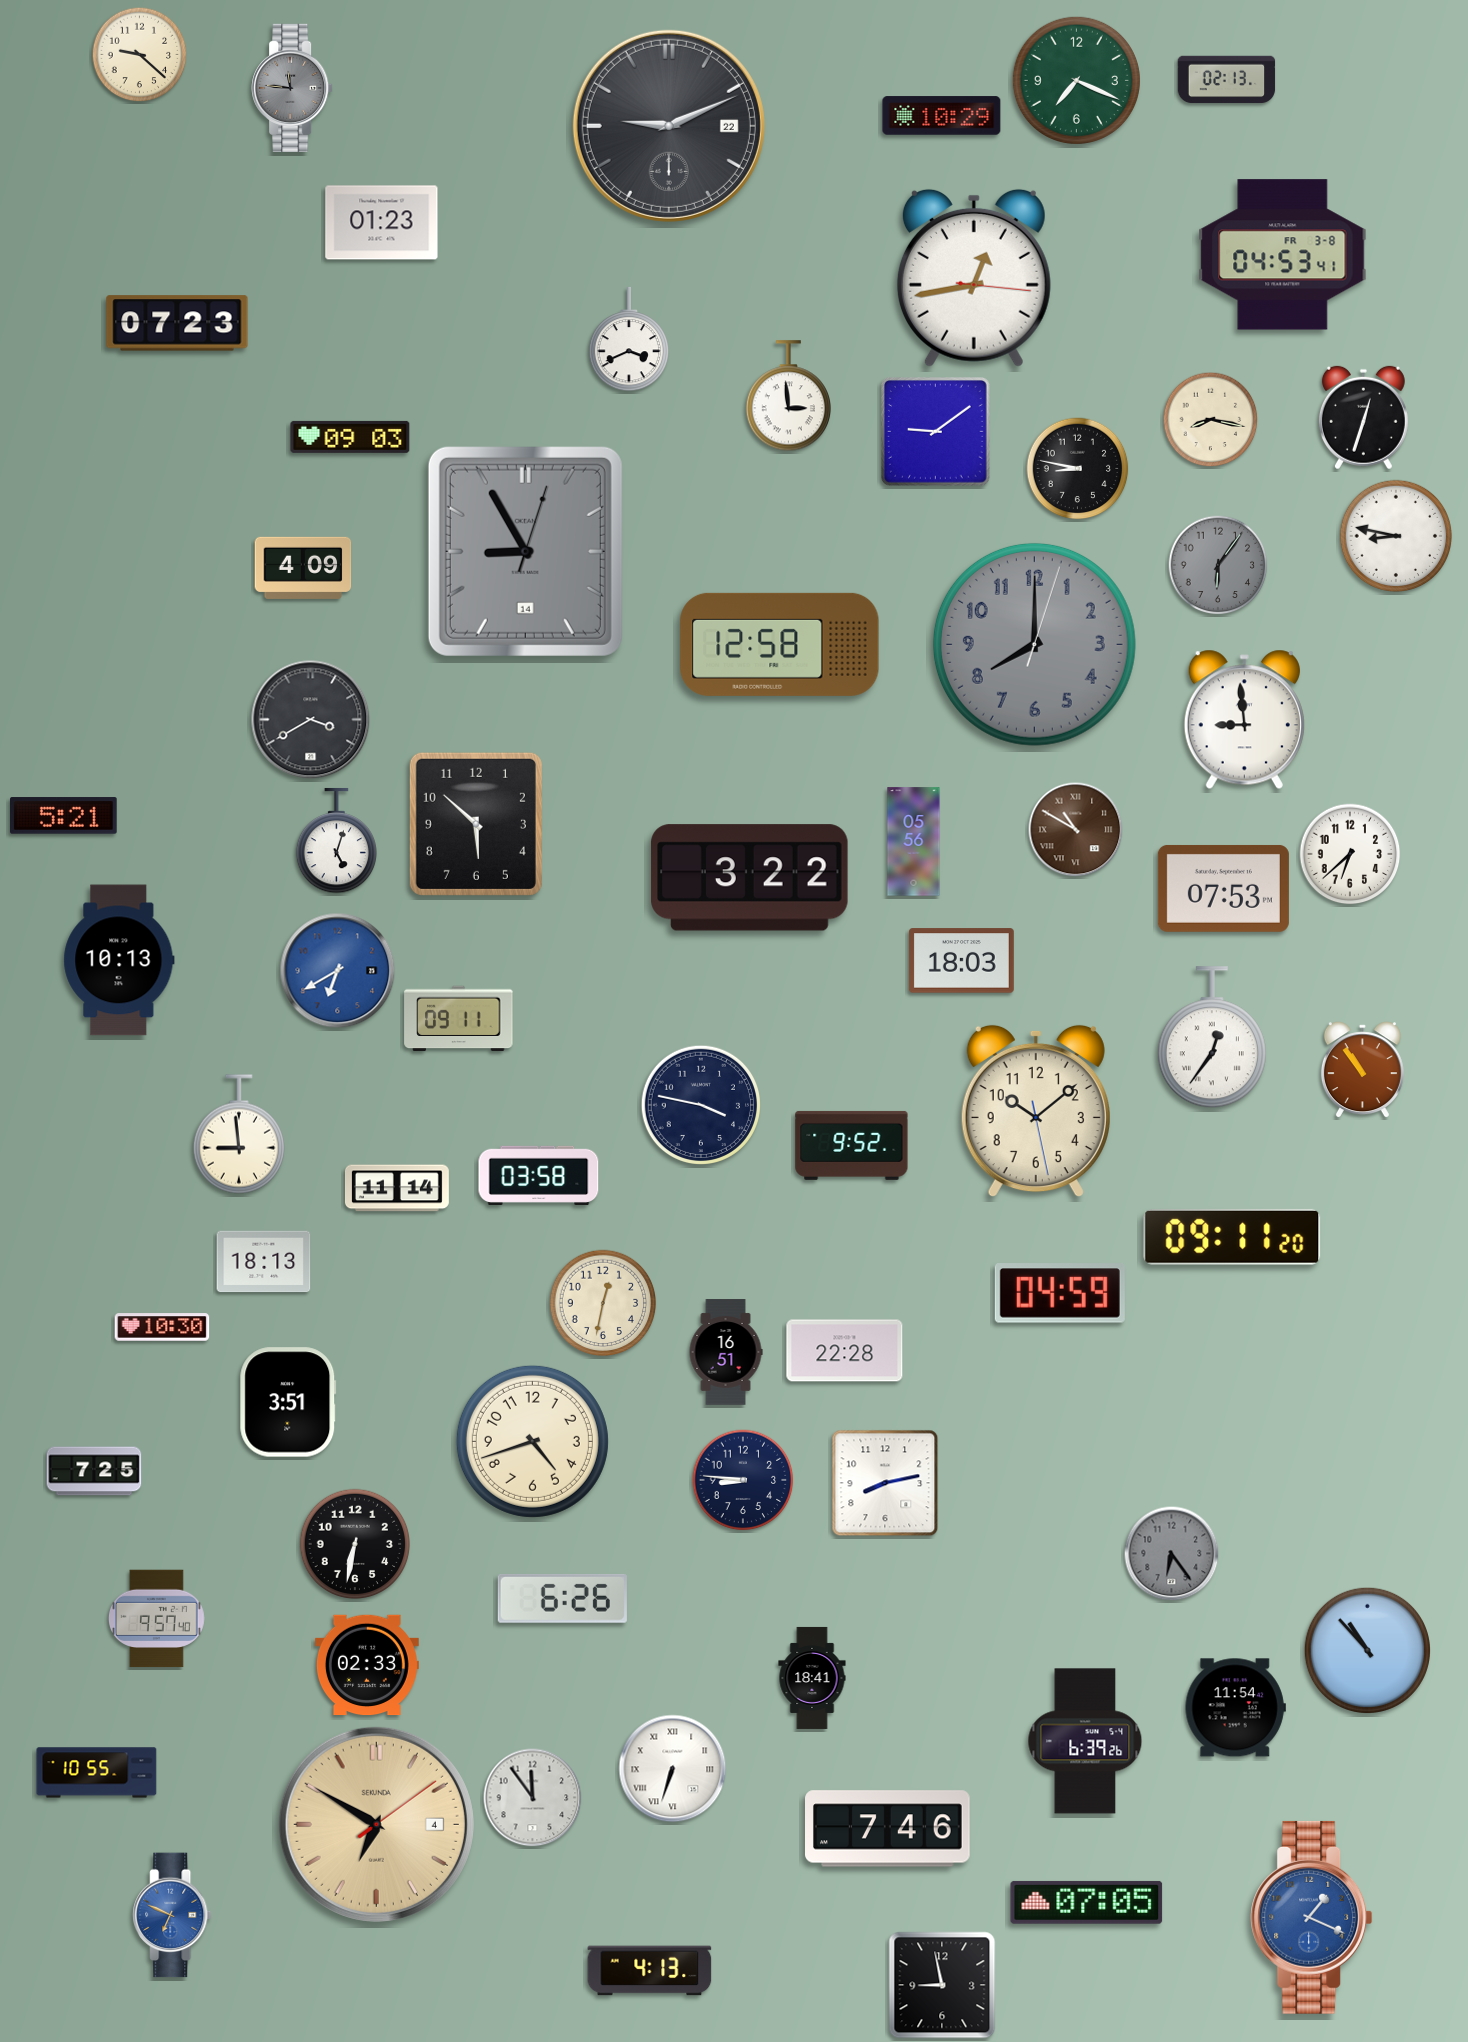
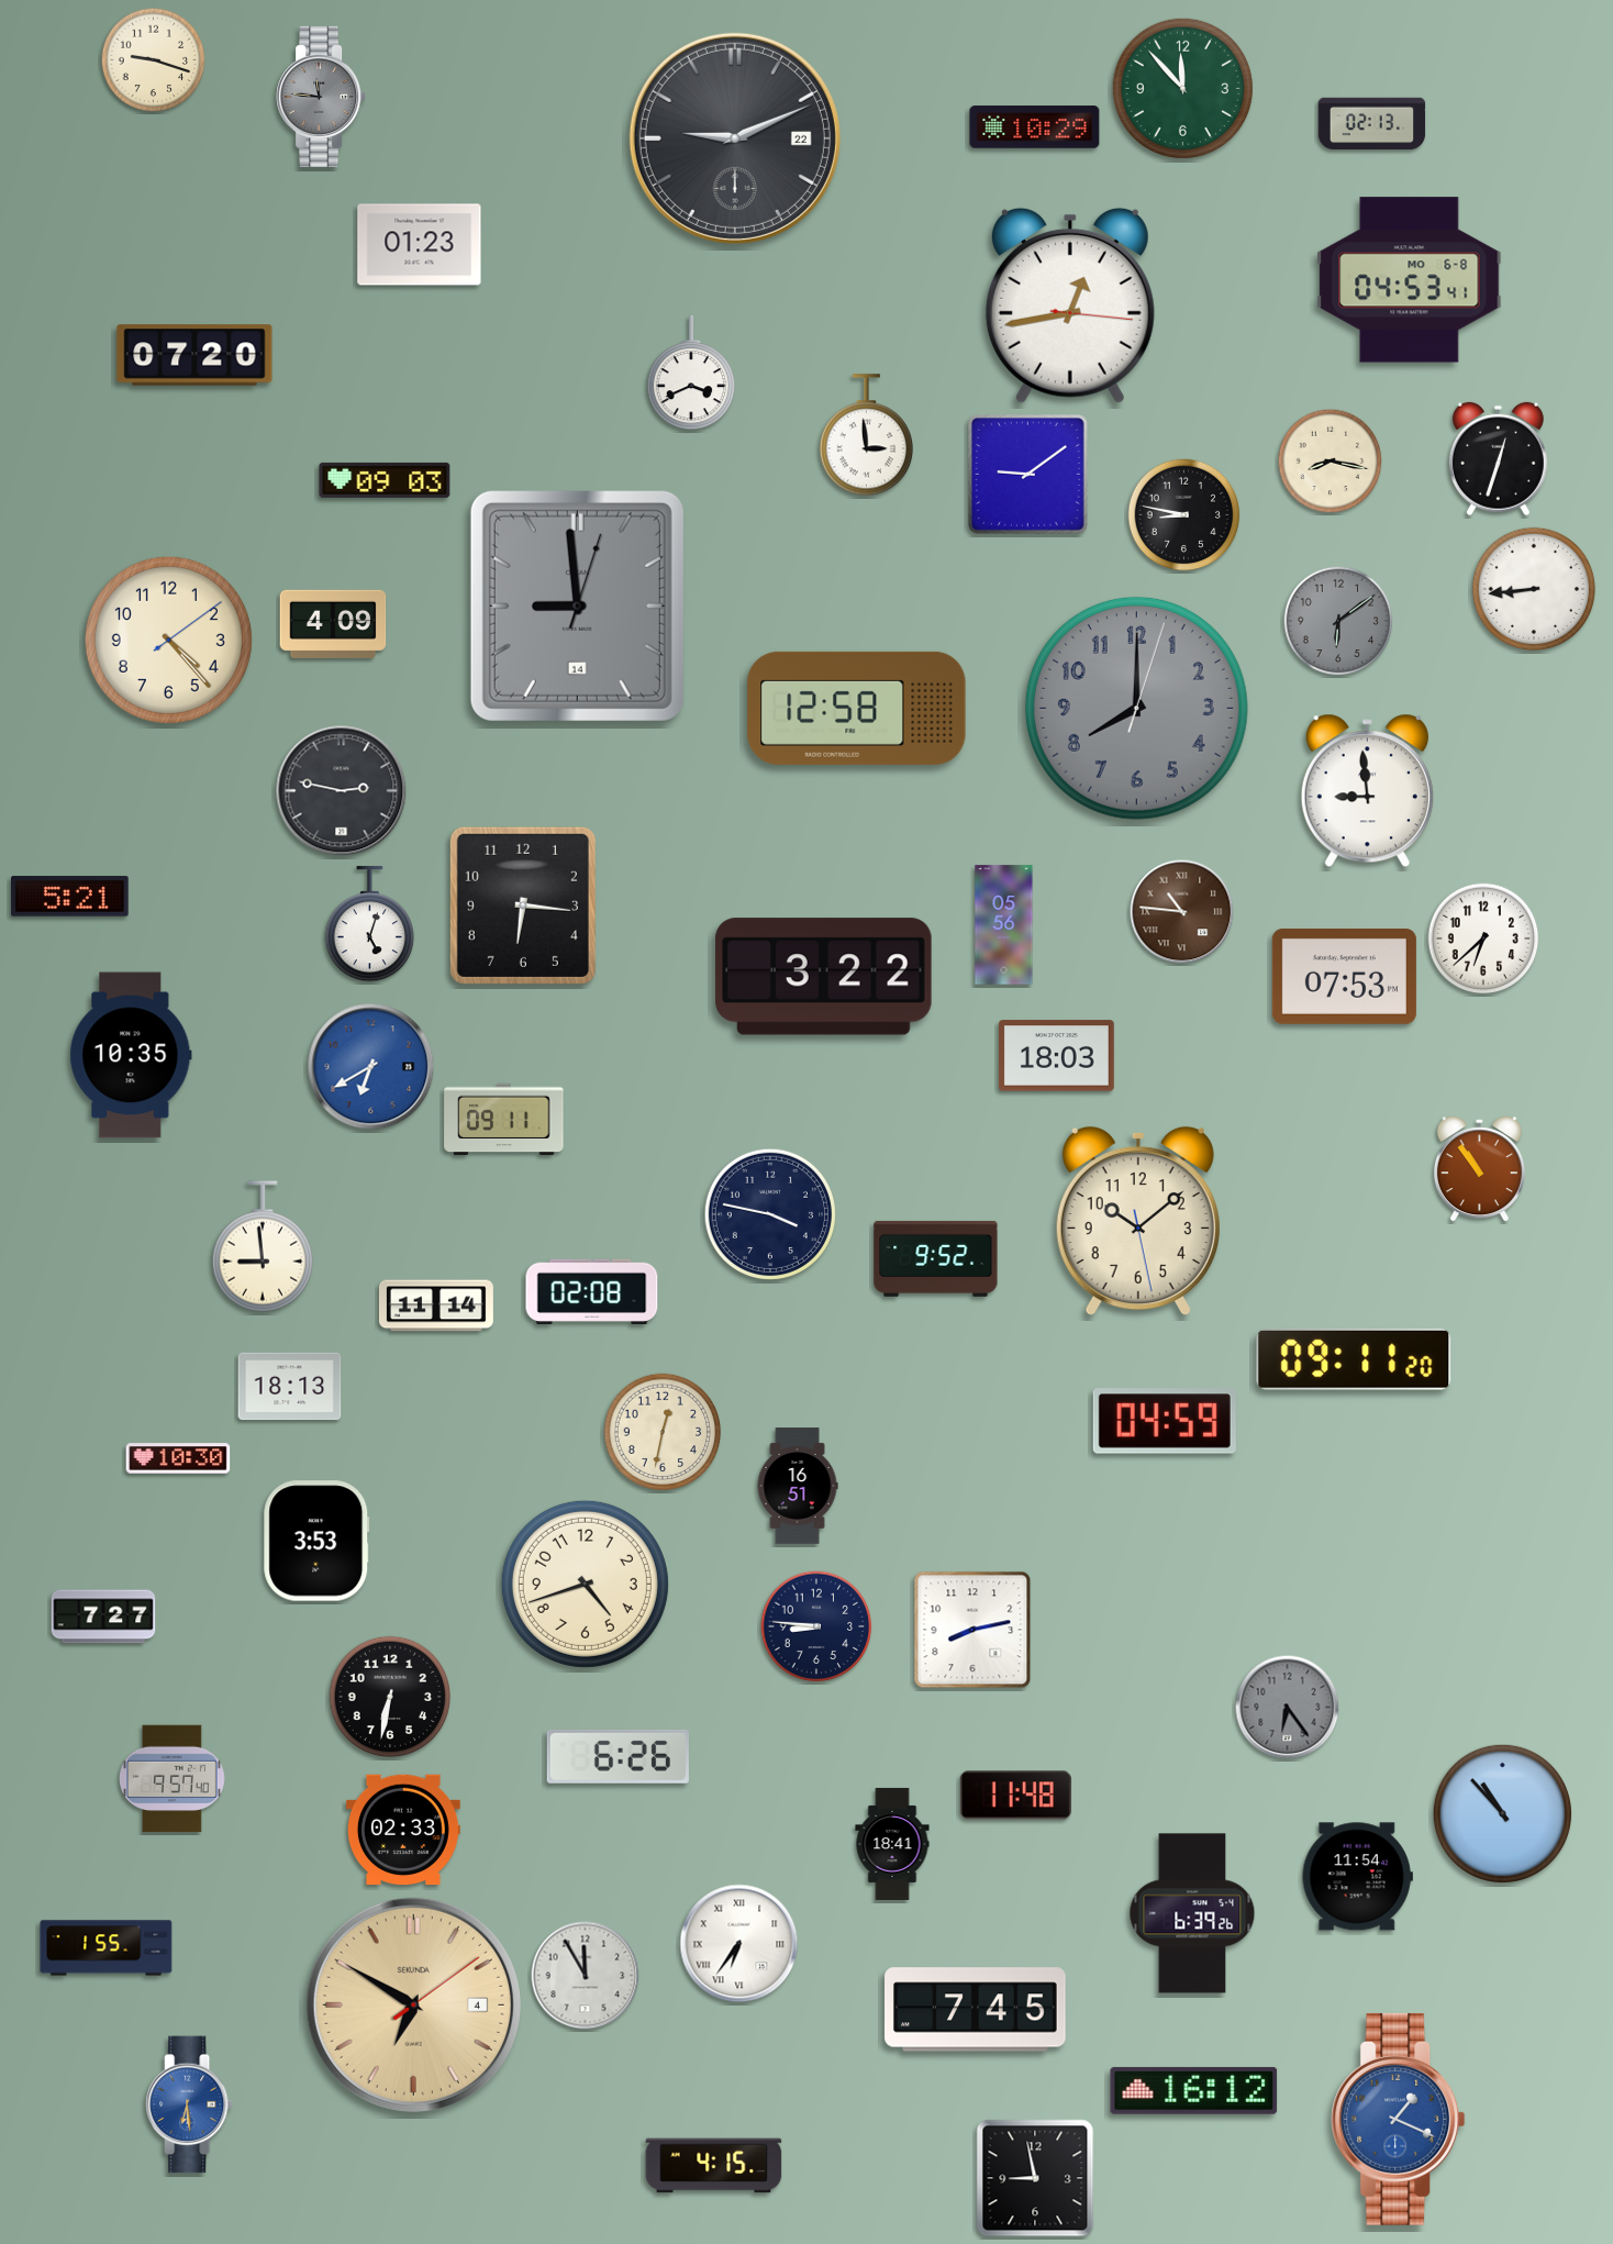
clock at (140, 55): 9:22 -> 9:18
clock at (1076, 80): 7:19 -> 11:53
clock at (1227, 80) position: (1227, 80) -> (1372, 124)
clock at (1283, 255) date: FR 3-8 -> MO 6-8
clock at (177, 323): 07:23 -> 07:20
clock at (1396, 536): 8:47 -> 8:44
clock at (525, 551): 8:55 -> 8:59
clock at (1218, 565): 6:06 -> 6:09
clock at (168, 640): none -> 4:23
clock at (311, 720): 3:40 -> 2:47
clock at (476, 824): 5:52 -> 6:16
clock at (1076, 830): 10:50 -> 10:46
clock at (750, 878) position: (750, 878) -> (824, 977)
clock at (119, 960): 10:13 -> 10:35
clock at (1212, 1038): 12:36 -> none
clock at (1362, 1070) position: (1362, 1070) -> (1479, 1169)
clock at (539, 1175): 03:58 -> 02:08
clock at (845, 1351): 22:28 -> none
clock at (288, 1402): 3:51 -> 3:53
clock at (94, 1471): 7:25 -> 7:27
clock at (1015, 1796): none -> 11:48
clock at (673, 1769): 6:33 -> 6:36
clock at (97, 1773): 10:55 -> 1:55
clock at (533, 1798): 11:54 -> 11:55
clock at (888, 1829): 7:46 -> 7:45
clock at (1087, 1902): 07:05 -> 16:12
clock at (172, 1915): 6:49 -> 6:29
clock at (1312, 1917) position: (1312, 1917) -> (1399, 2119)
clock at (650, 1971): 4:13 -> 4:15
clock at (942, 1985) position: (942, 1985) -> (1035, 2178)
